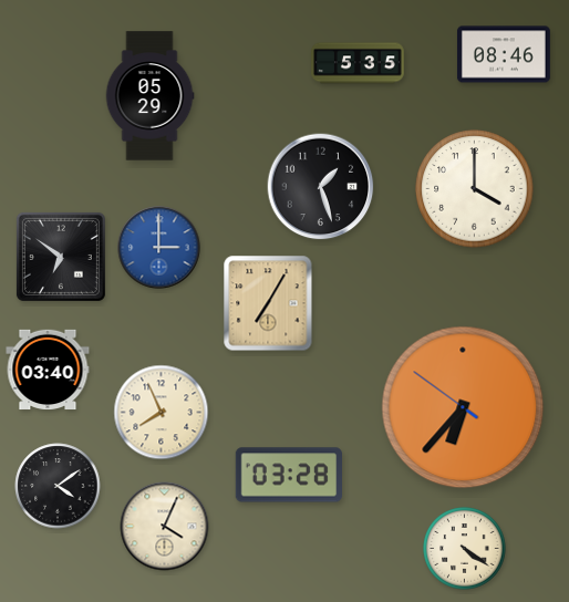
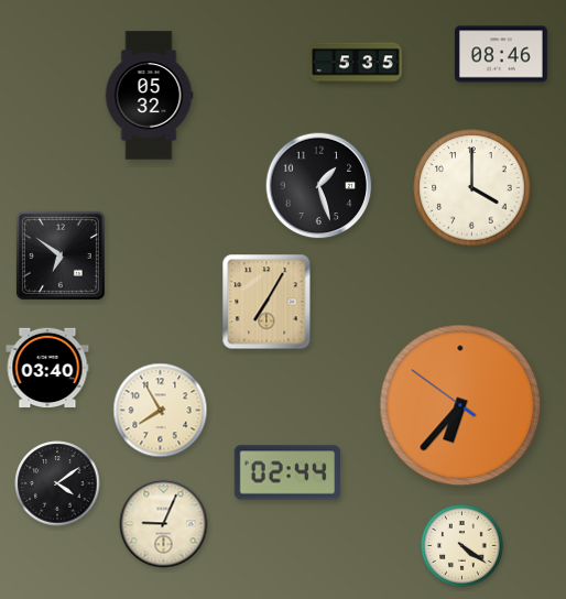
clock at (149, 96): 05:29 -> 05:32
clock at (159, 248): 3:00 -> none
clock at (162, 413): 7:56 -> 7:55
clock at (288, 475): 03:28 -> 02:44
clock at (165, 527): 4:04 -> 9:04
